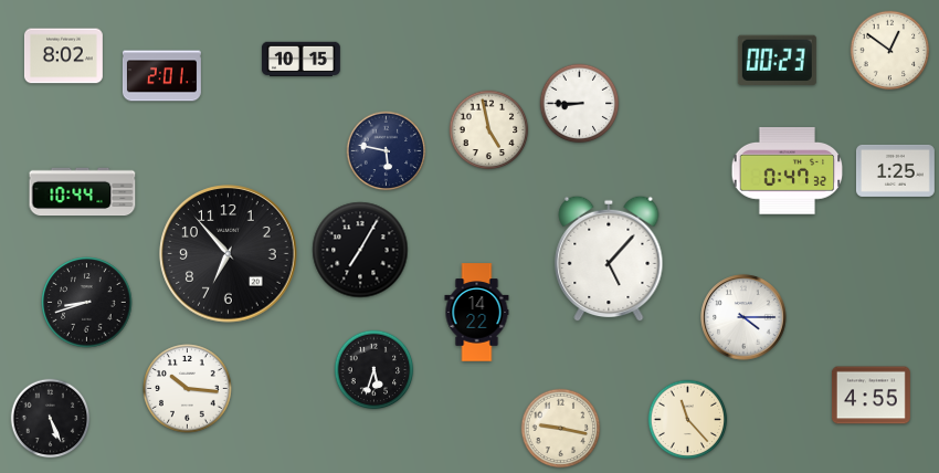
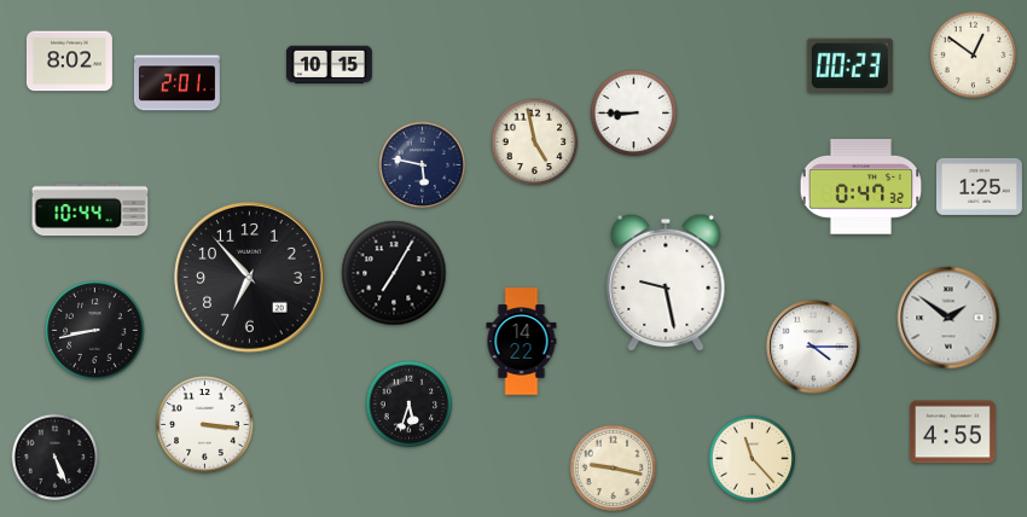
clock at (609, 259): 5:07 -> 9:28
clock at (948, 318): none -> 1:51
clock at (87, 303): 8:42 -> 8:43
clock at (188, 389): 10:16 -> 3:16
